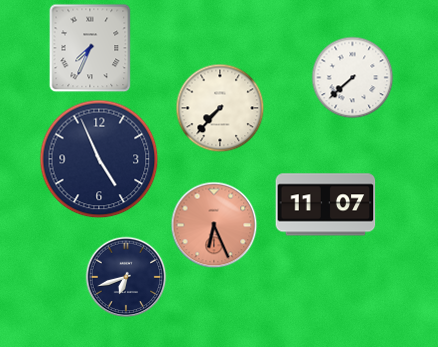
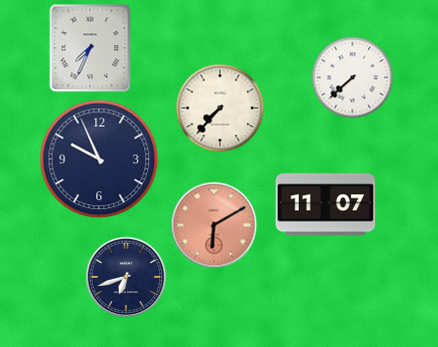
clock at (99, 159): 4:56 -> 9:56
clock at (214, 225): 6:26 -> 6:10
